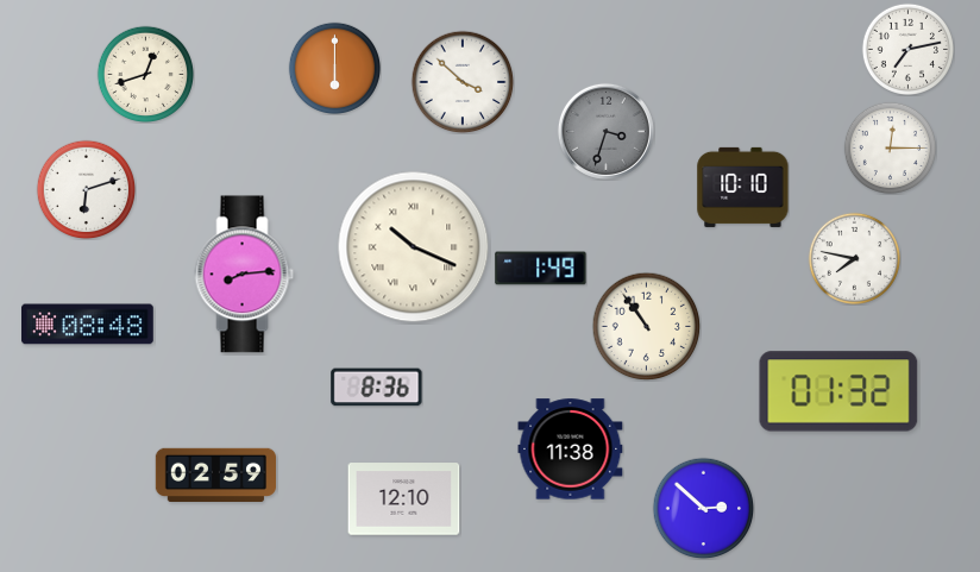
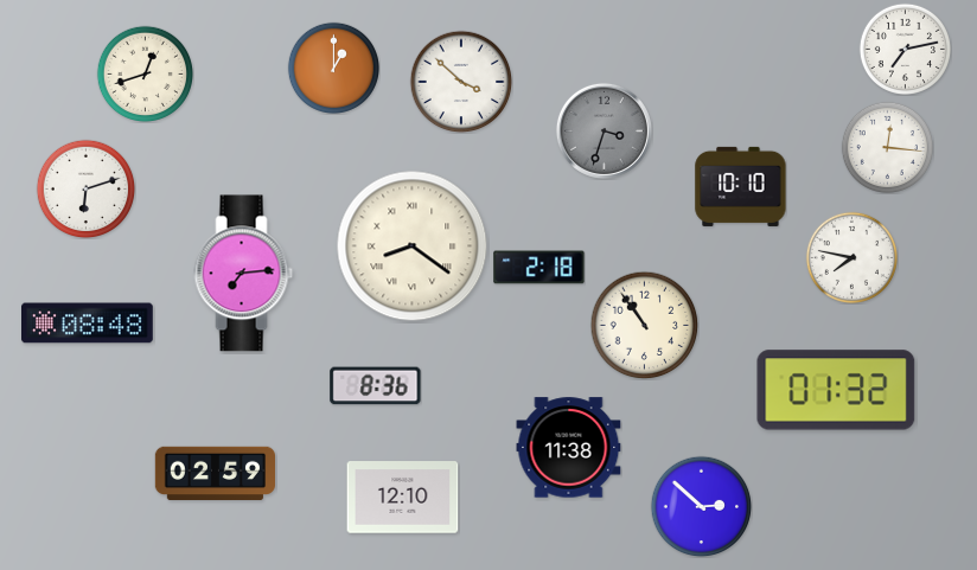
clock at (334, 68): 6:00 -> 1:00
clock at (890, 147): 12:15 -> 12:16
clock at (414, 247): 10:19 -> 8:21
clock at (541, 269): 1:49 -> 2:18
clock at (245, 275): 8:14 -> 7:14
